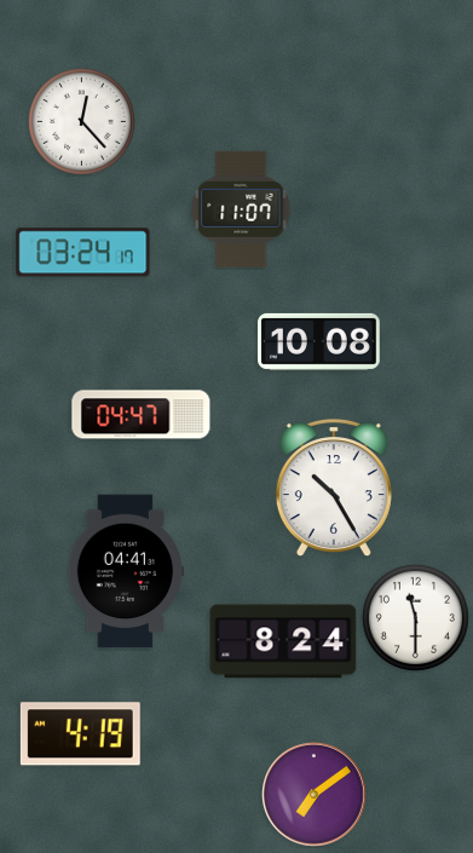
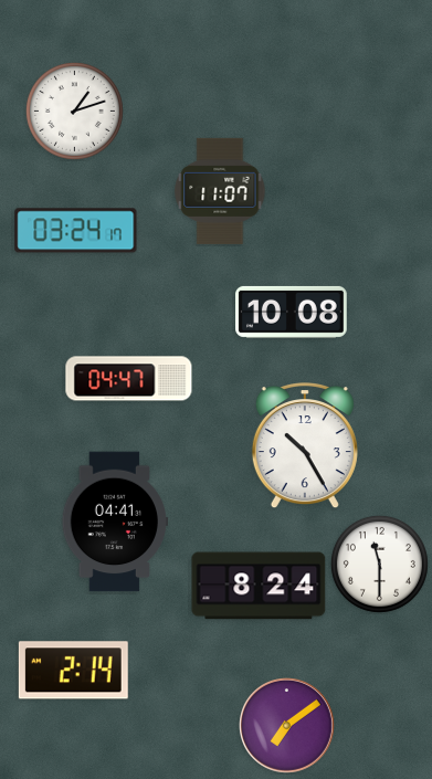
clock at (81, 121): 12:23 -> 1:12
clock at (80, 734): 4:19 -> 2:14
